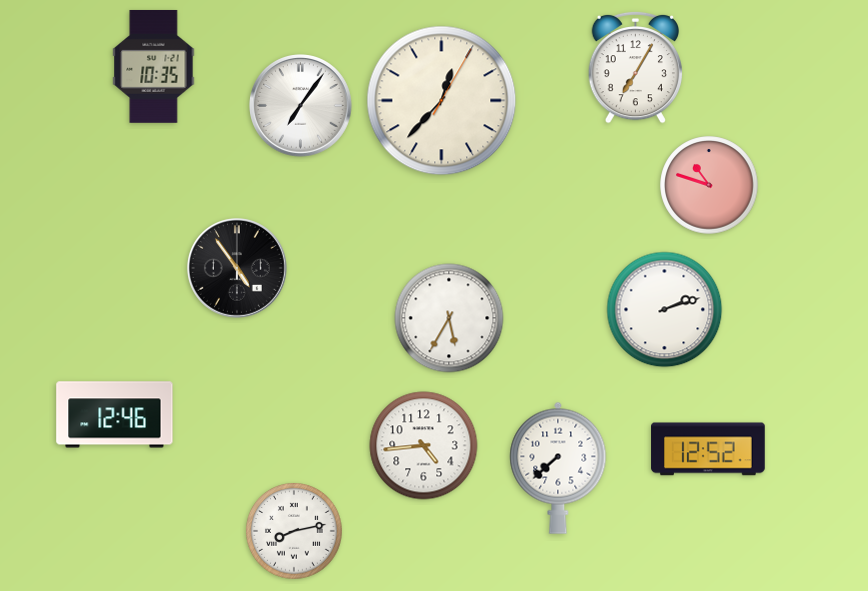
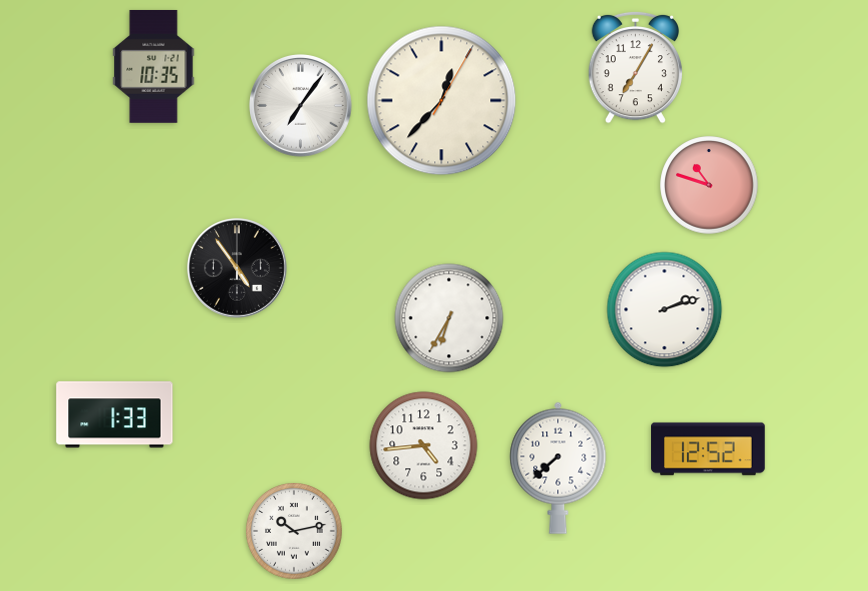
clock at (449, 318): 5:35 -> 6:35
clock at (115, 415): 12:46 -> 1:33
clock at (295, 532): 8:13 -> 10:13
